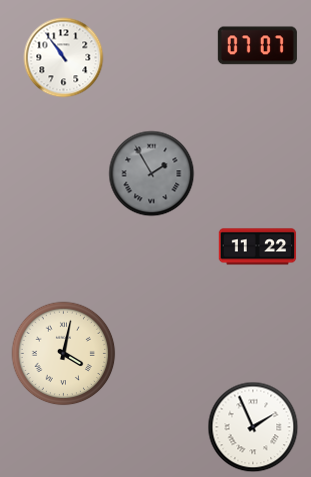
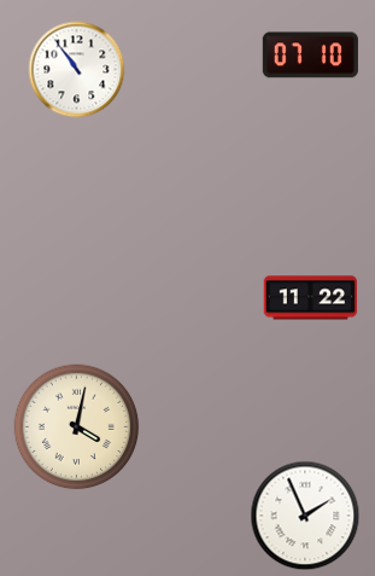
clock at (257, 46): 07:07 -> 07:10
clock at (152, 174): 1:55 -> none
